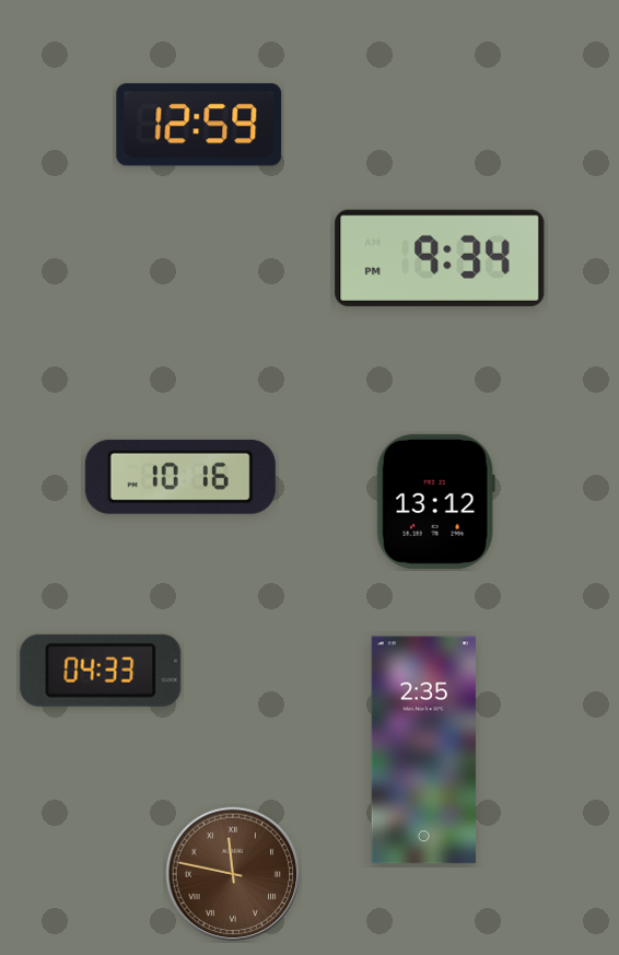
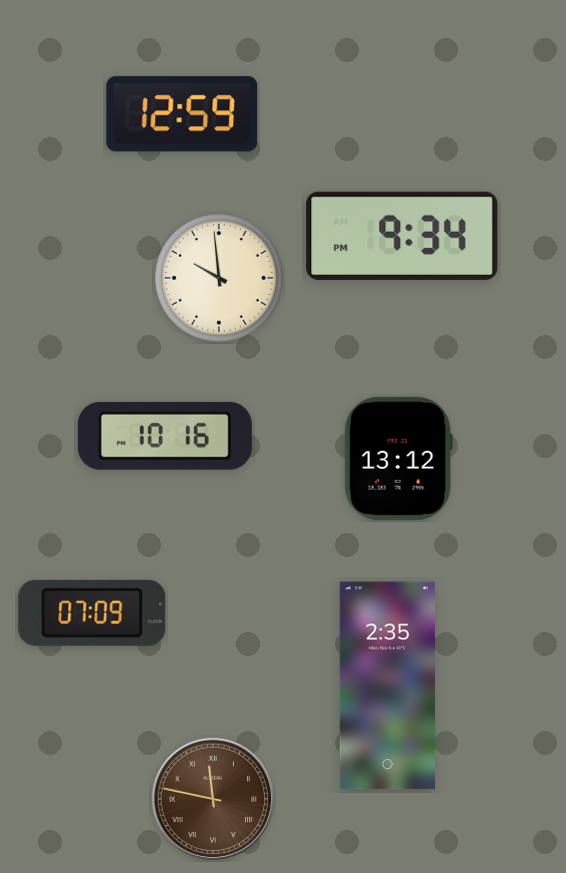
clock at (219, 278): none -> 9:59
clock at (101, 671): 04:33 -> 07:09
